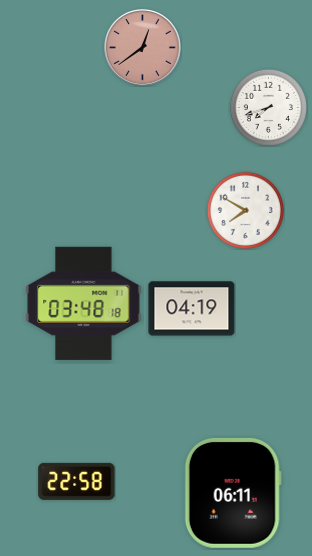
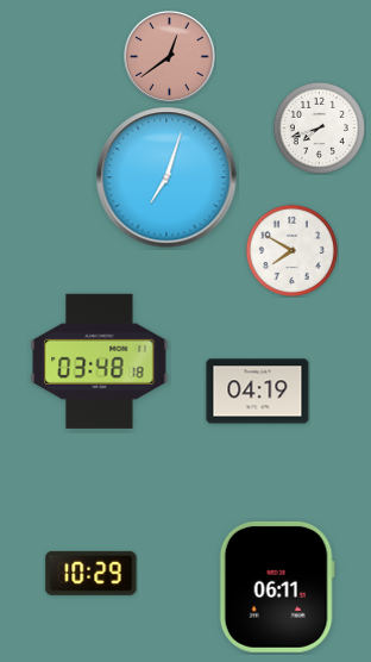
clock at (166, 177): none -> 7:03
clock at (192, 309) position: (192, 309) -> (258, 392)
clock at (77, 481): 22:58 -> 10:29
